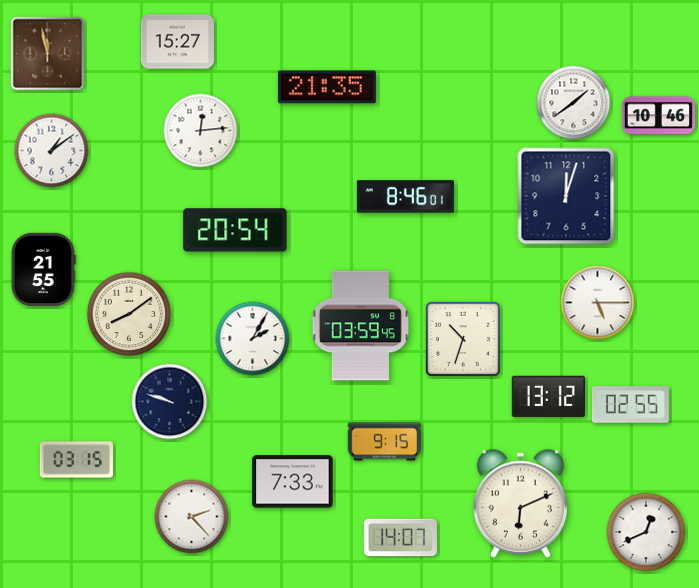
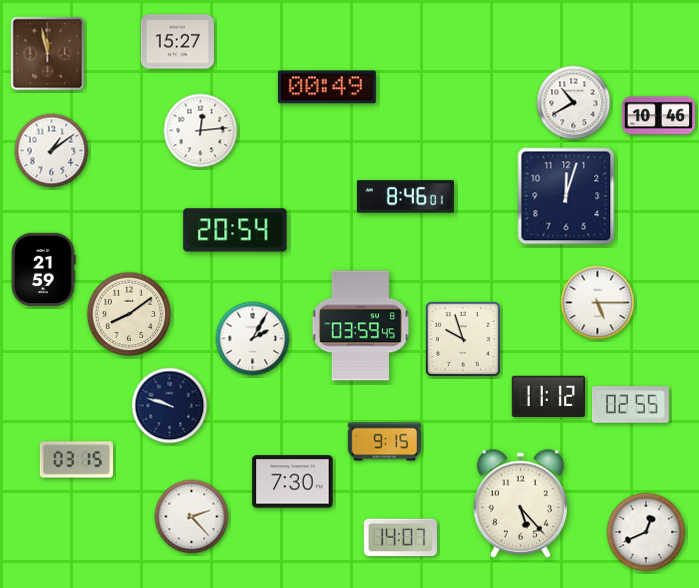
clock at (327, 87): 21:35 -> 00:49
clock at (574, 103): 1:39 -> 10:40
clock at (43, 269): 21:55 -> 21:59
clock at (463, 339): 10:33 -> 9:57
clock at (548, 396): 13:12 -> 11:12
clock at (170, 402) position: (170, 402) -> (170, 406)
clock at (293, 482): 7:33 -> 7:30
clock at (520, 503): 6:11 -> 5:23
